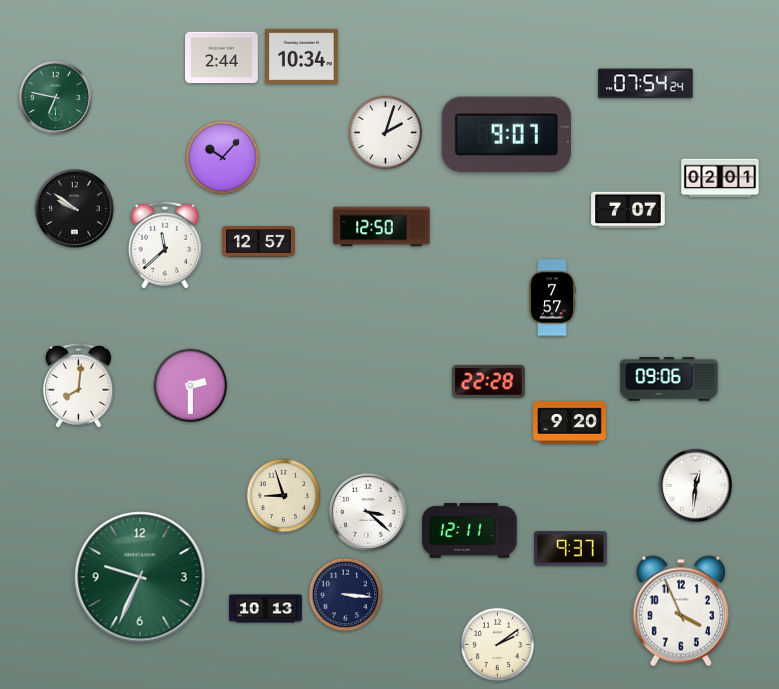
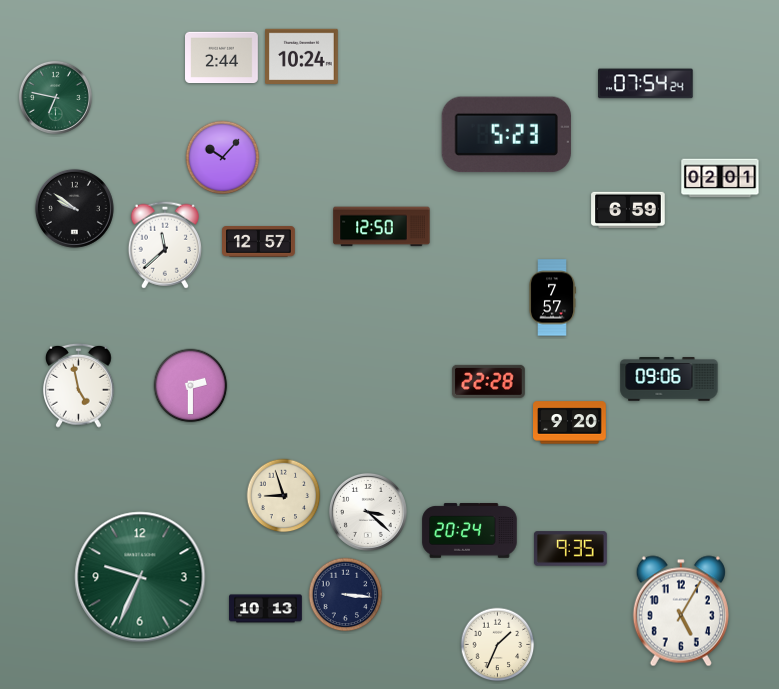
clock at (302, 57): 10:34 -> 10:24
clock at (386, 133): 2:03 -> none
clock at (506, 135): 9:07 -> 5:23
clock at (628, 210): 7:07 -> 6:59
clock at (79, 385): 8:01 -> 4:58
clock at (695, 485): 12:31 -> none
clock at (470, 531): 12:11 -> 20:24
clock at (570, 549): 9:37 -> 9:35
clock at (681, 611): 3:56 -> 5:05
clock at (498, 645): 2:09 -> 1:34
